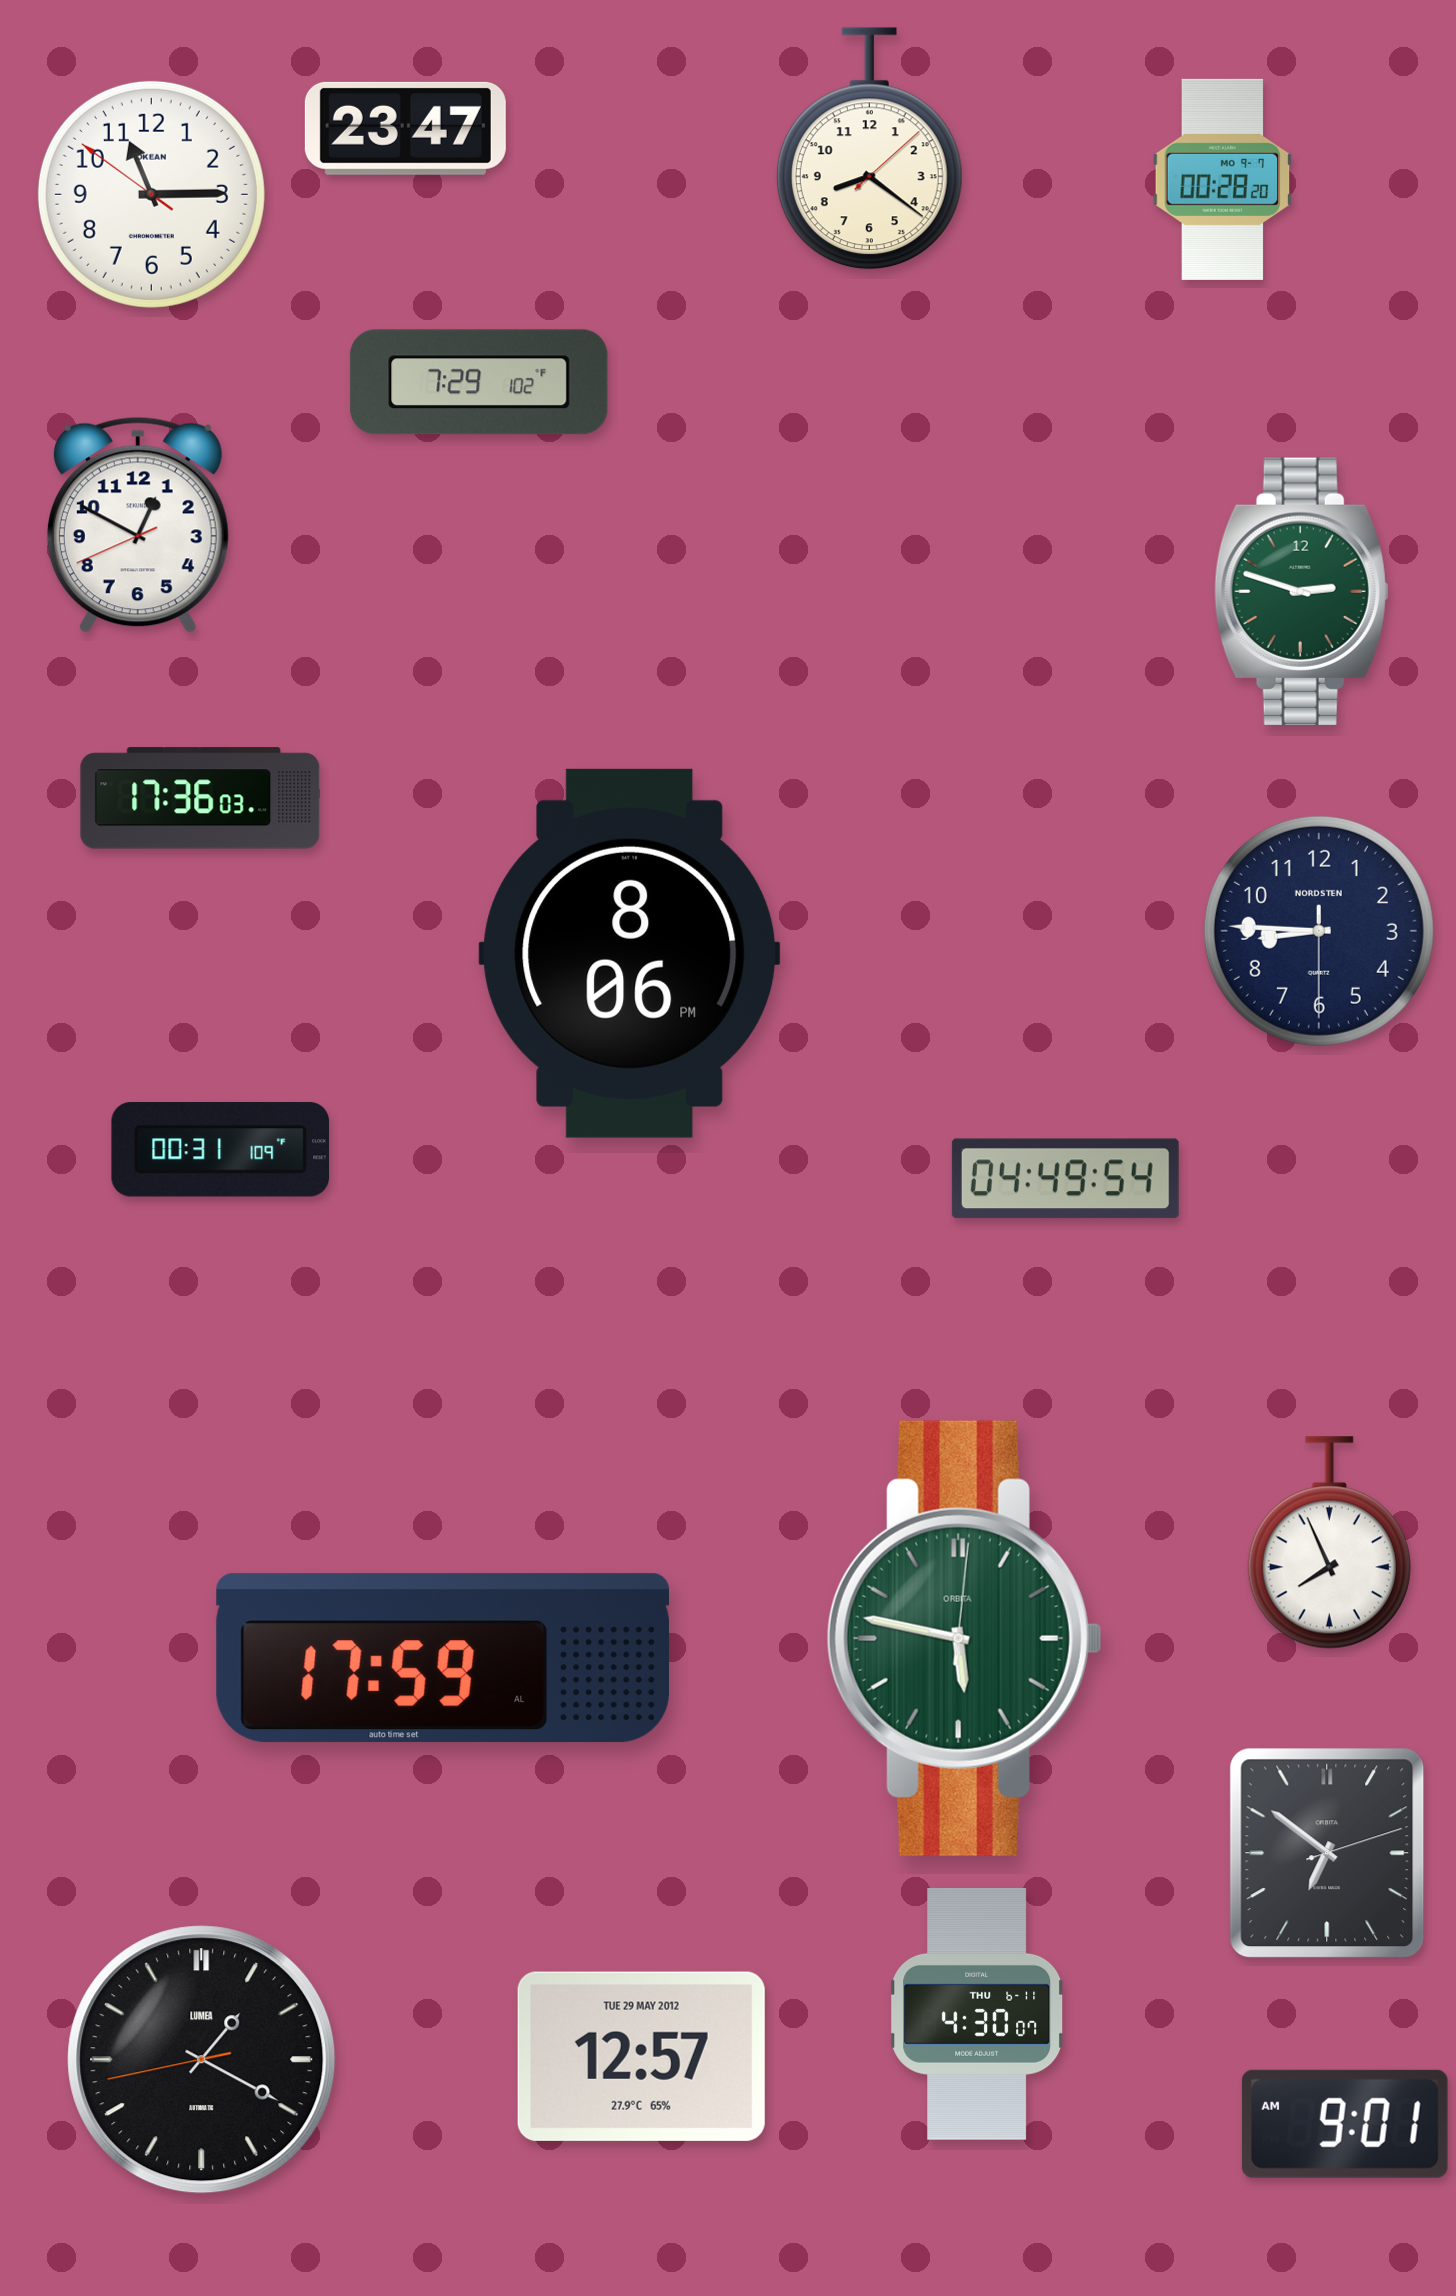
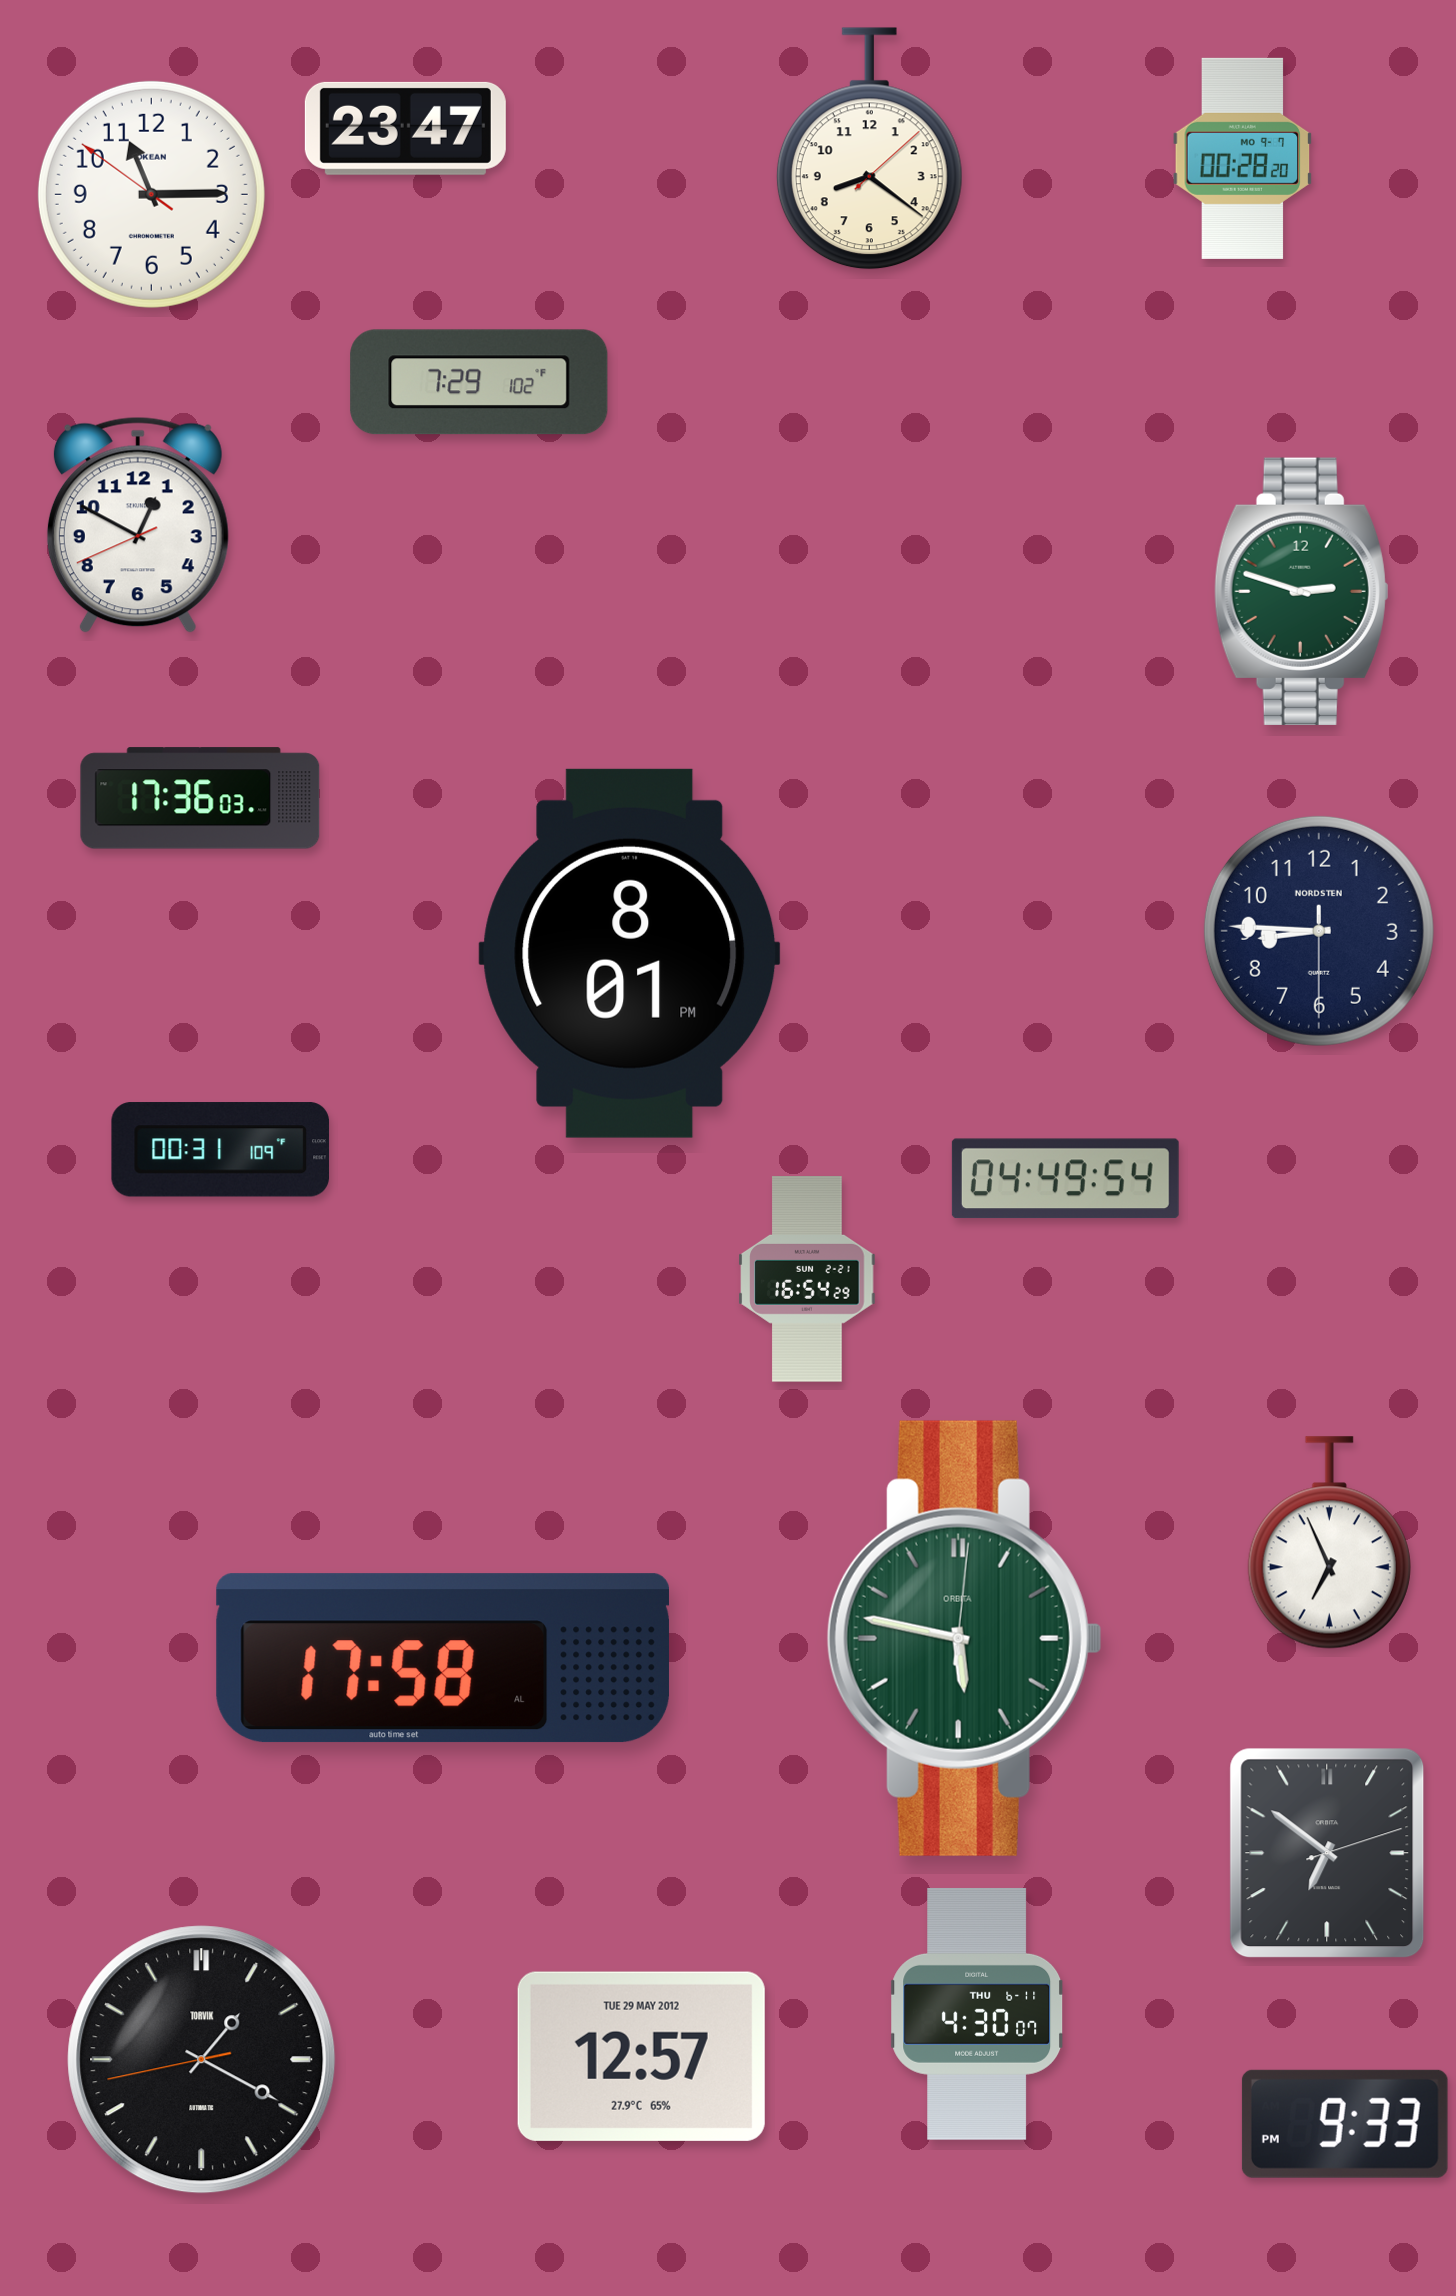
clock at (1223, 179) position: (1223, 179) -> (1243, 158)
clock at (630, 953): 8:06 -> 8:01
clock at (807, 1279): none -> 16:54
clock at (1329, 1543): 7:56 -> 6:56
clock at (443, 1658): 17:59 -> 17:58
clock at (202, 2060) brand: LUMEA -> TORVIK
clock at (1345, 2124): 9:01 -> 9:33
